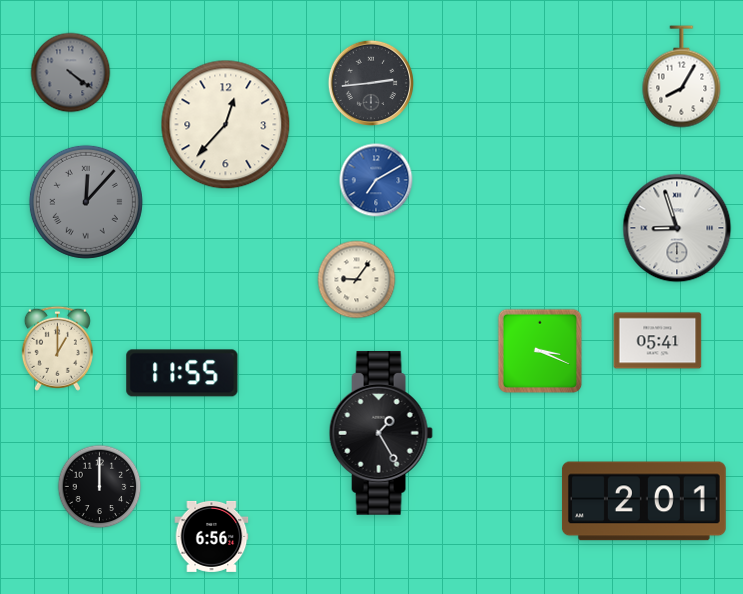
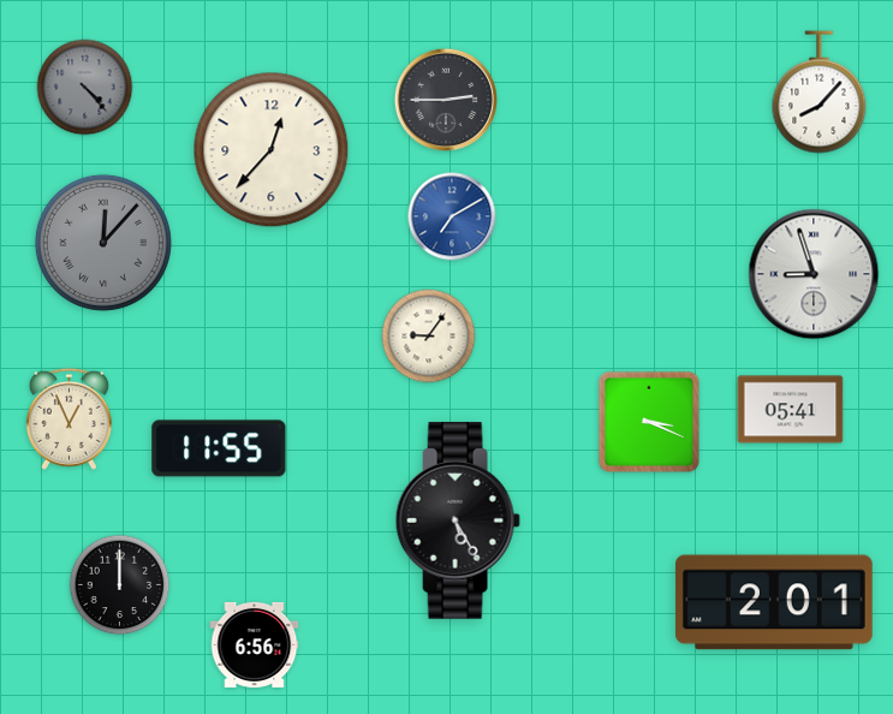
clock at (71, 73): 4:21 -> 4:23
clock at (682, 77): 8:05 -> 8:07
clock at (371, 83): 2:44 -> 2:45
clock at (57, 348): 1:00 -> 12:56
clock at (381, 433): 1:25 -> 5:25
